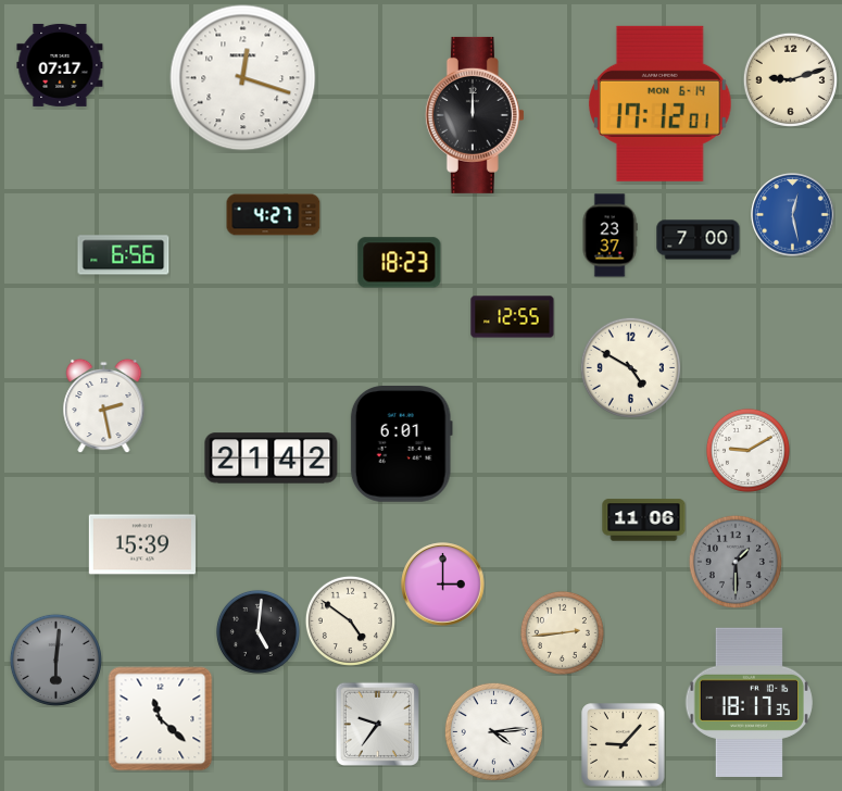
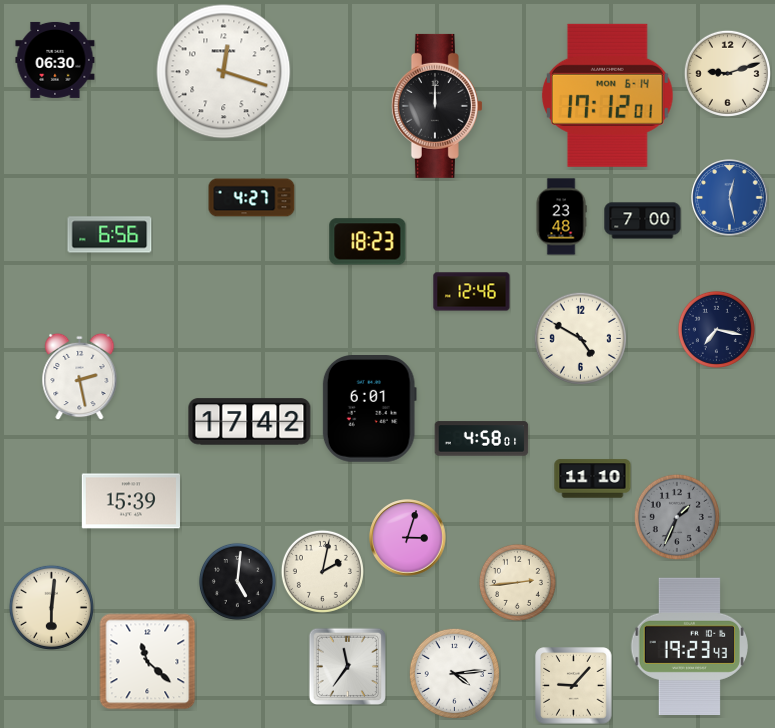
clock at (60, 65): 07:17 -> 06:30
clock at (609, 236): 23:37 -> 23:48
clock at (124, 255) position: (124, 255) -> (110, 235)
clock at (513, 317): 12:55 -> 12:46
clock at (716, 329): none -> 7:17
clock at (104, 405) position: (104, 405) -> (80, 376)
clock at (747, 450): 9:10 -> none
clock at (272, 459): 21:42 -> 17:42
clock at (482, 439): none -> 4:58
clock at (644, 520): 11:06 -> 11:10
clock at (736, 562): 1:30 -> 1:34
clock at (443, 585): 3:00 -> 3:03
clock at (350, 620): 4:51 -> 2:02
clock at (55, 660) dial: grey -> cream
clock at (749, 702): 18:17 -> 19:23
clock at (377, 724): 9:36 -> 11:36
